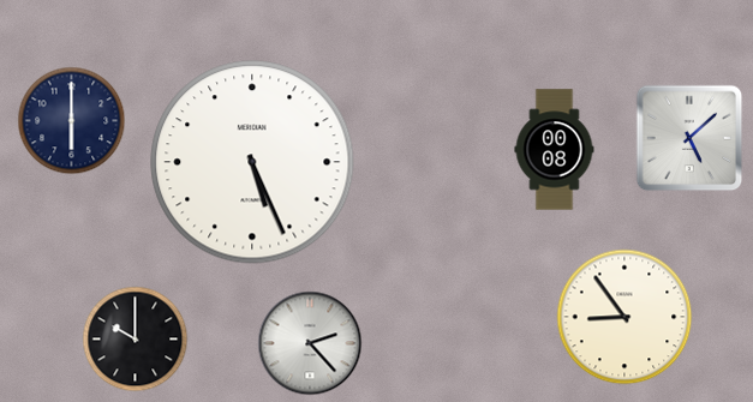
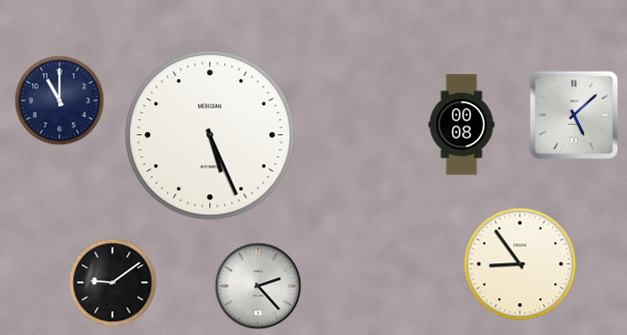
clock at (72, 121): 6:00 -> 11:00
clock at (136, 340): 10:00 -> 9:09
